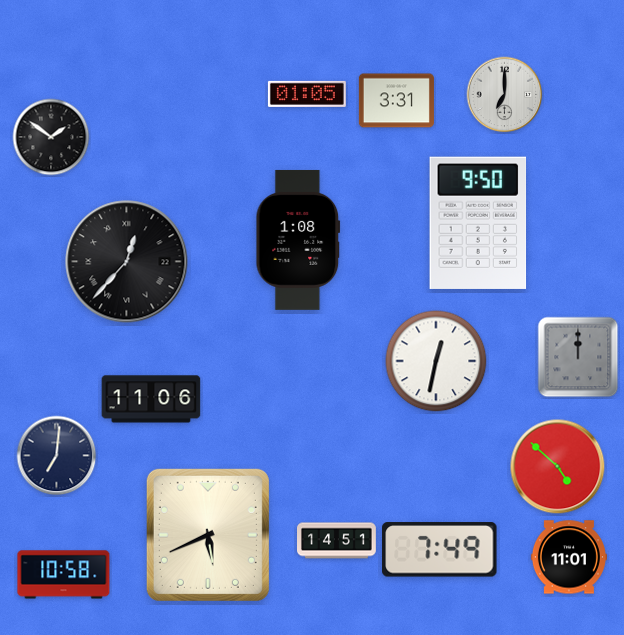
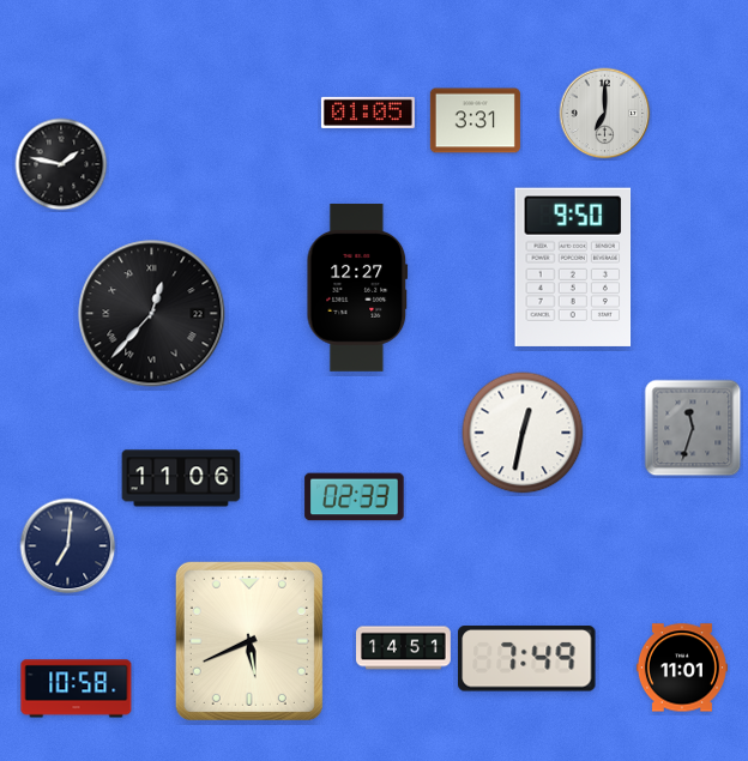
clock at (51, 137): 1:51 -> 1:47
clock at (298, 240): 1:08 -> 12:27
clock at (578, 357): 12:00 -> 11:33
clock at (355, 497): none -> 02:33
clock at (558, 467): 4:52 -> none
